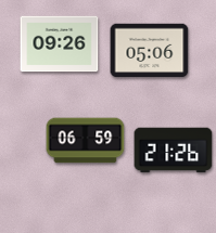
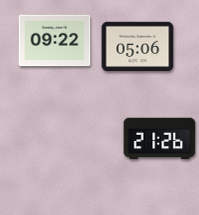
clock at (60, 44): 09:26 -> 09:22
clock at (86, 141): 06:59 -> none
